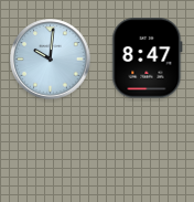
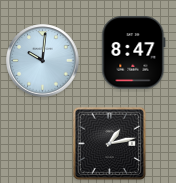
clock at (51, 60) position: (51, 60) -> (43, 61)
clock at (109, 143): none -> 1:13
